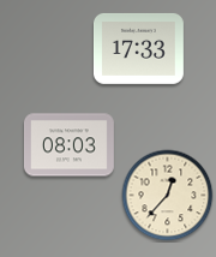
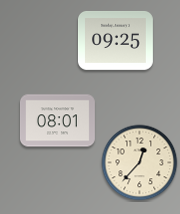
clock at (138, 48): 17:33 -> 09:25
clock at (68, 145): 08:03 -> 08:01
